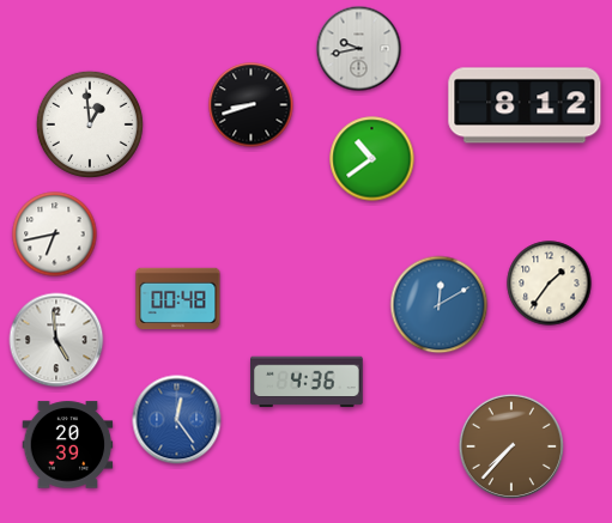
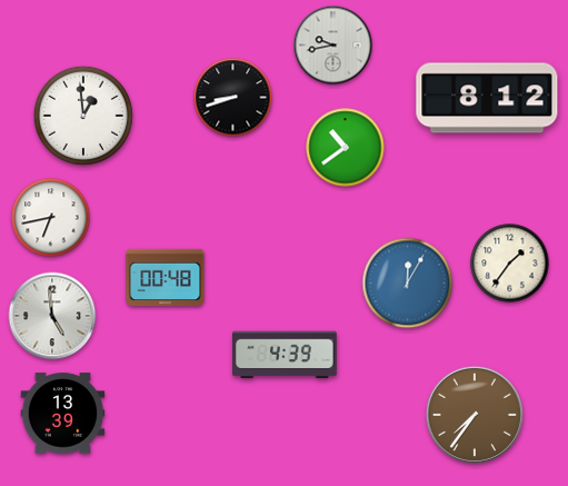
clock at (440, 305): 12:10 -> 12:05
clock at (308, 382): 4:36 -> 4:39
clock at (177, 420): 12:24 -> none
clock at (68, 445): 20:39 -> 13:39
clock at (511, 446): 7:37 -> 7:36
